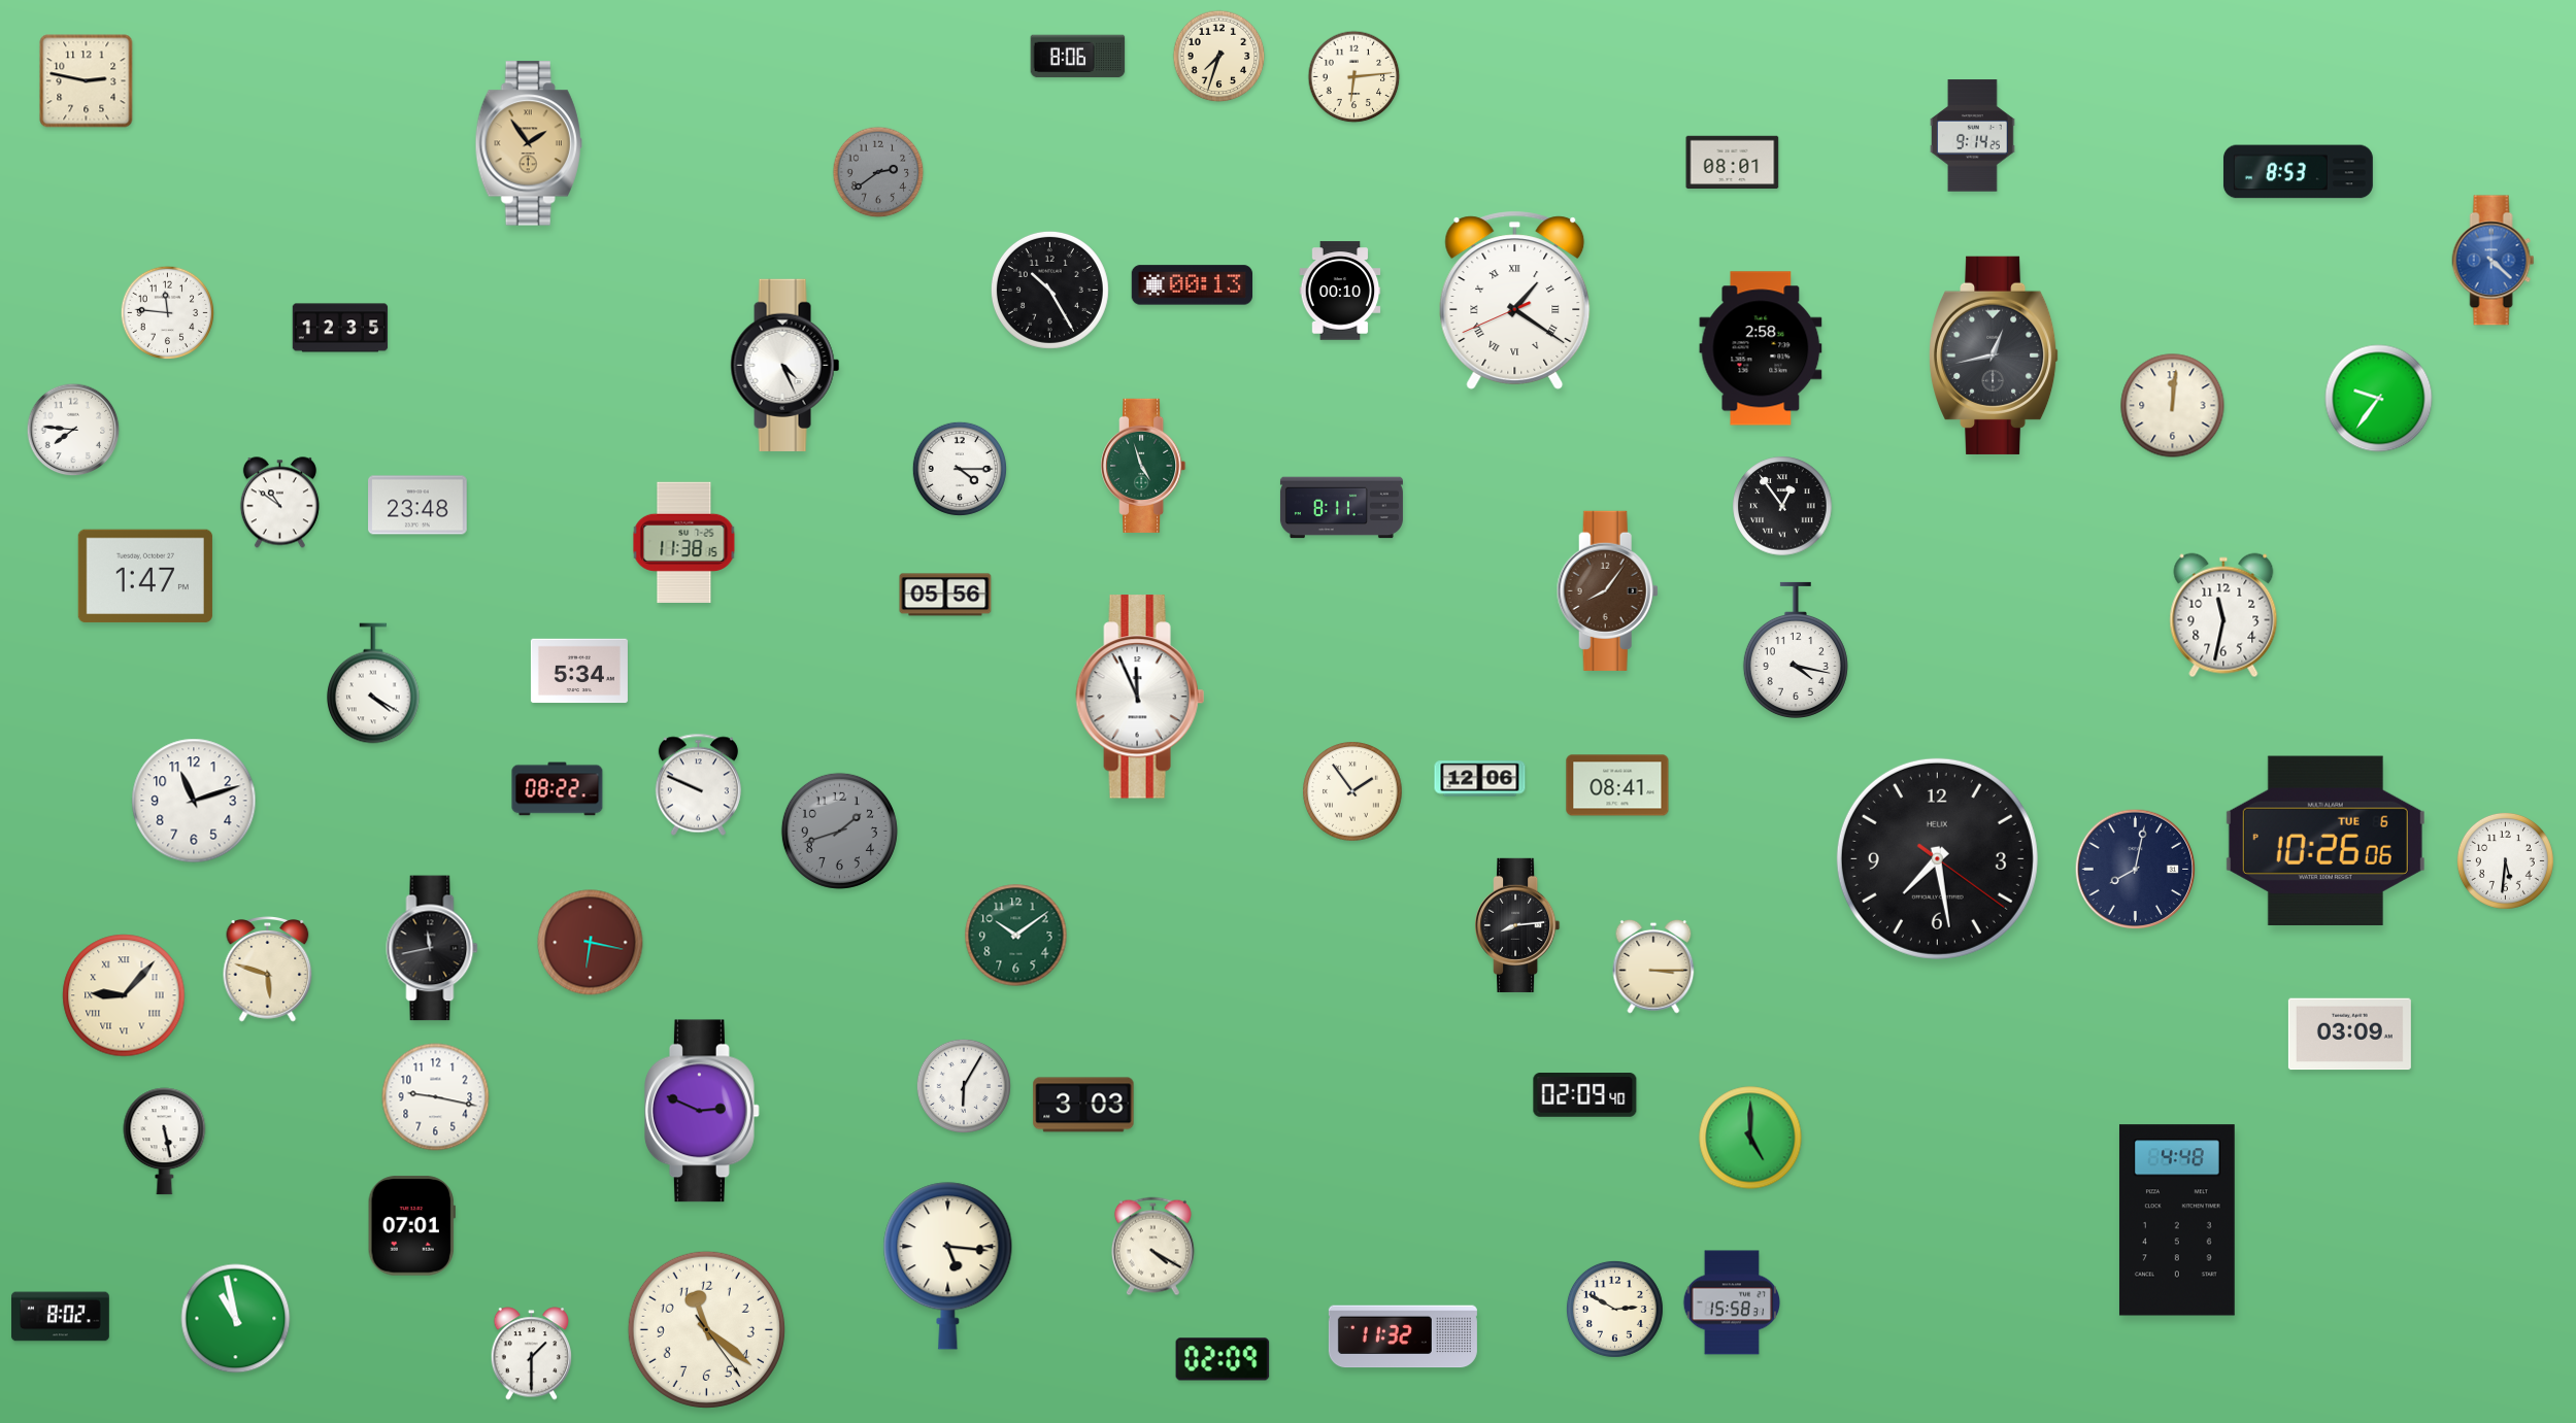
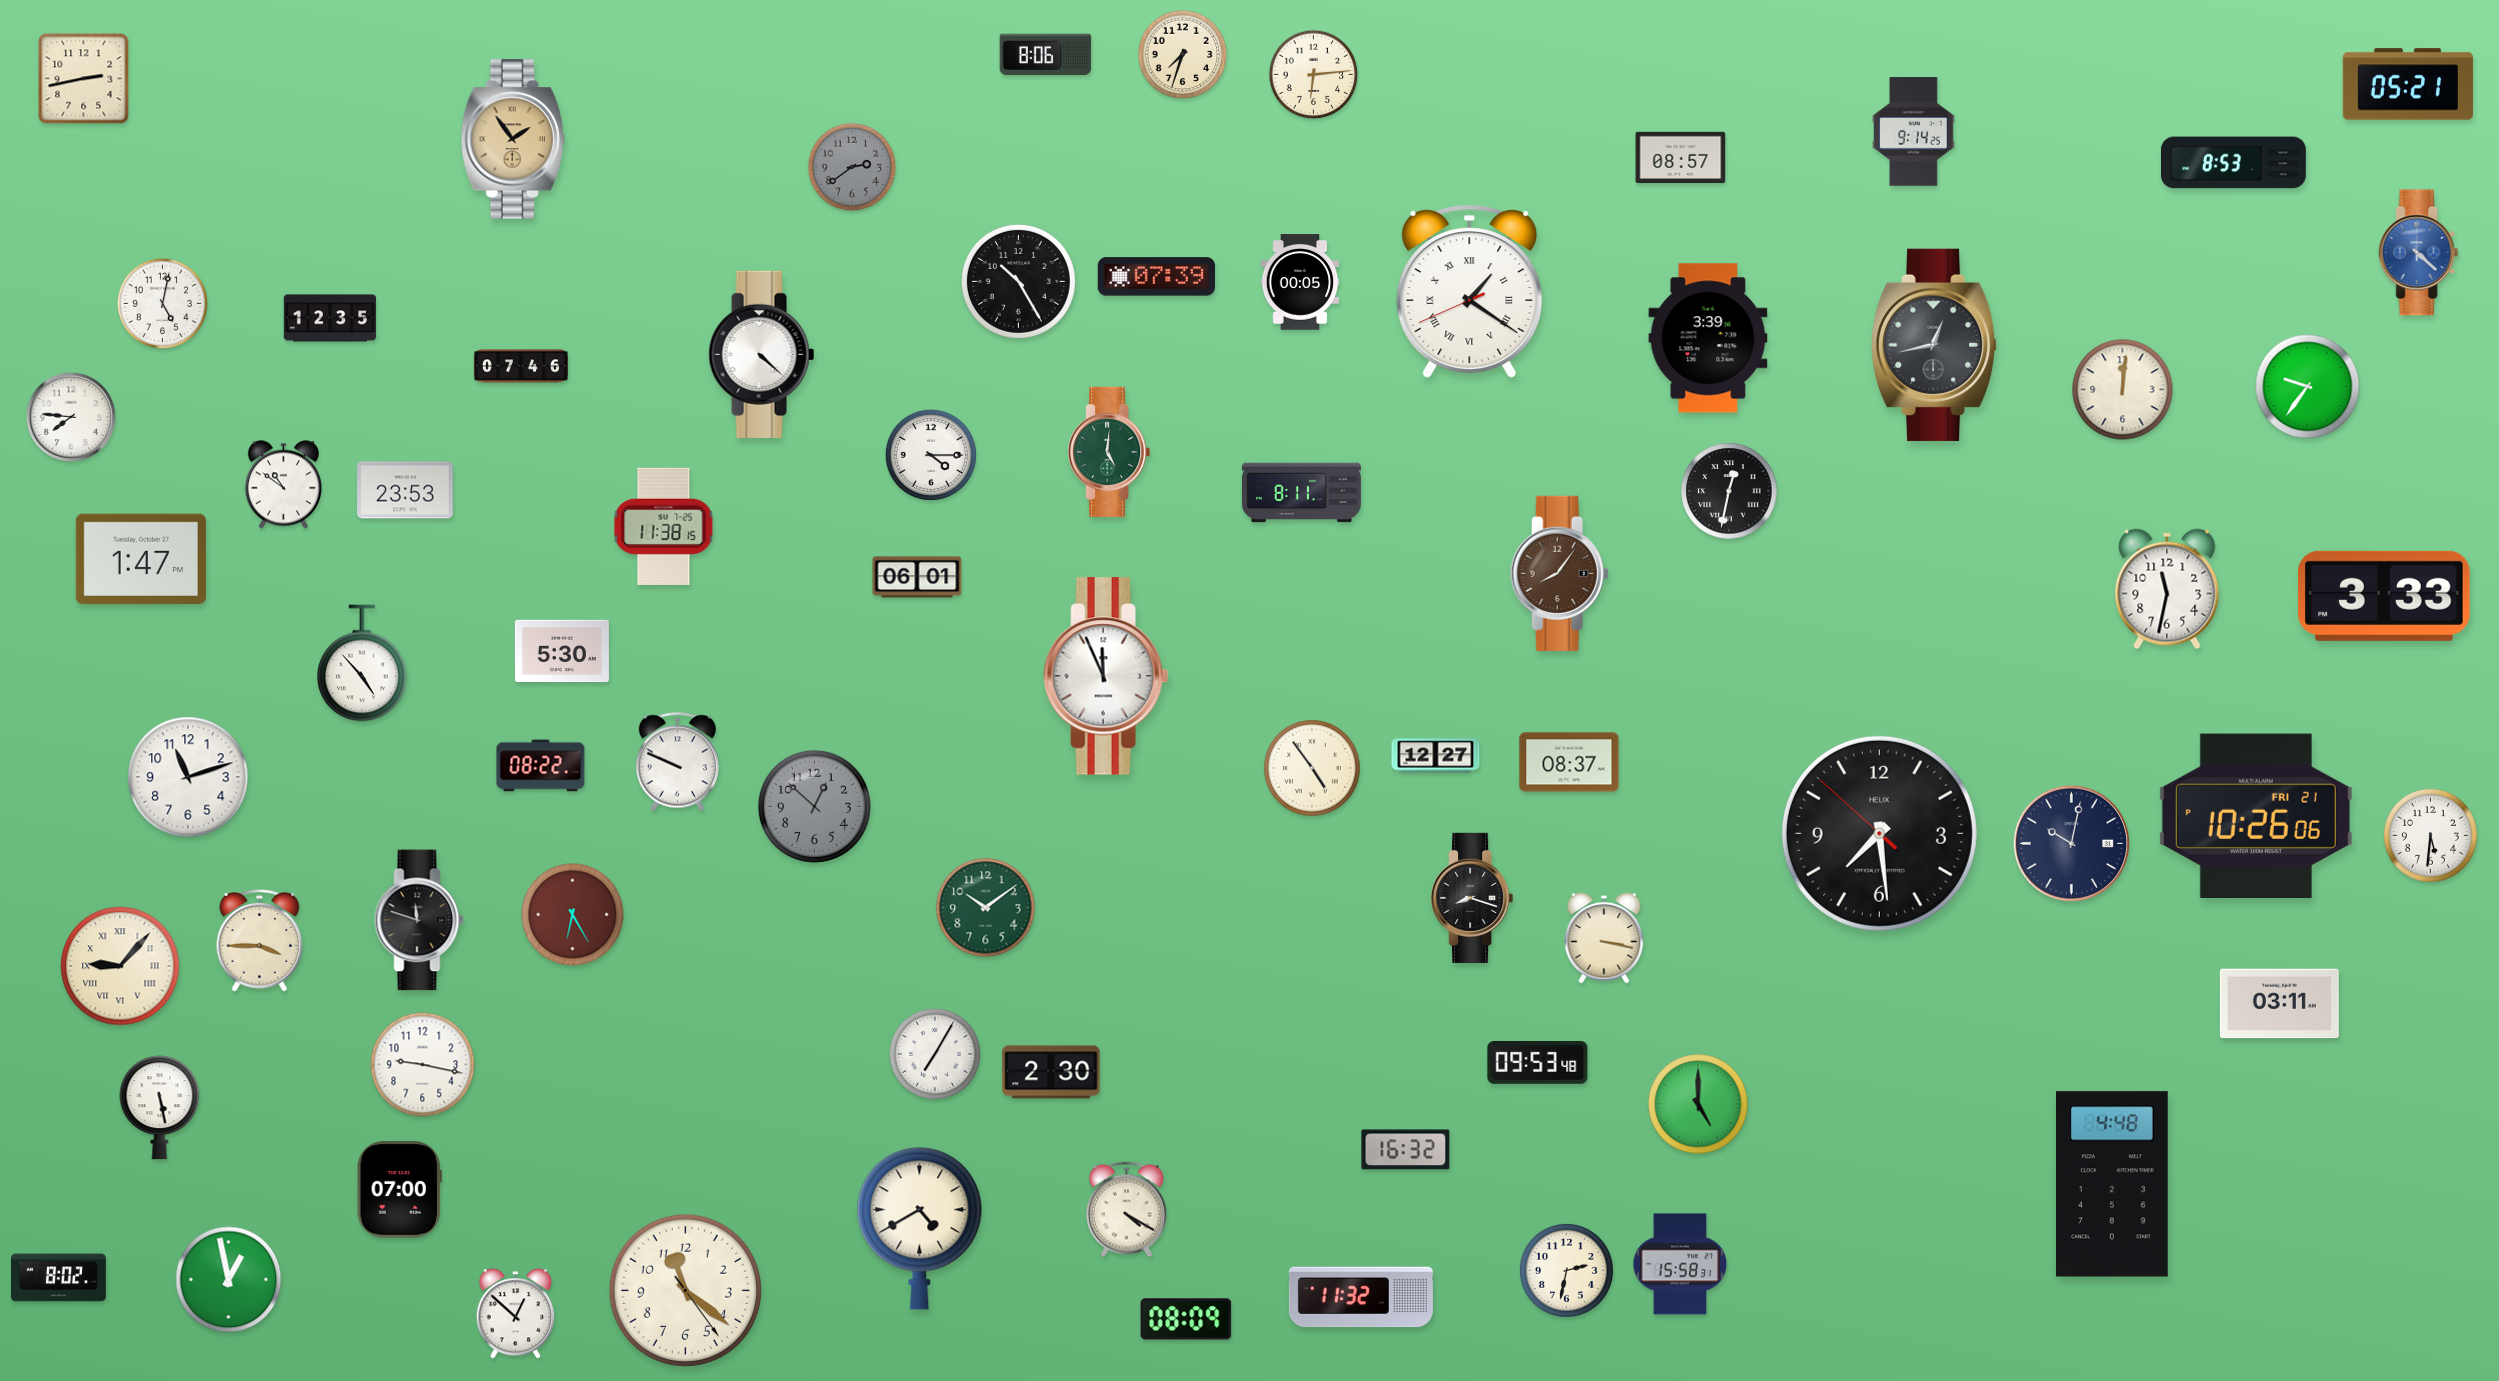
clock at (87, 81): 2:47 -> 2:43
clock at (2408, 84): none -> 05:21
clock at (1733, 163): 08:01 -> 08:57
clock at (2298, 172) position: (2298, 172) -> (2233, 163)
clock at (1192, 285): 00:13 -> 07:39
clock at (1340, 291): 00:10 -> 00:05
clock at (168, 313): 11:46 -> 5:02
clock at (1761, 348): 2:58 -> 3:39
clock at (785, 365): 4:26 -> 4:22
clock at (521, 366): none -> 07:46
clock at (2173, 406) position: (2173, 406) -> (2123, 390)
clock at (1143, 466): 4:57 -> 5:01
clock at (279, 503) position: (279, 503) -> (283, 485)
clock at (417, 505): 23:48 -> 23:53
clock at (1782, 506): 12:54 -> 12:32
clock at (945, 595): 05:56 -> 06:01
clock at (2384, 596): none -> 3:33
clock at (2223, 615) position: (2223, 615) -> (2167, 589)
clock at (1796, 650): 4:17 -> none
clock at (579, 671): 5:34 -> 5:30
clock at (374, 683): 4:20 -> 4:53
clock at (1480, 779): 12:06 -> 12:27
clock at (1617, 785): 08:41 -> 08:37
clock at (1352, 791): 1:54 -> 4:54
clock at (839, 831): 1:42 -> 12:52
clock at (2326, 840) date: TUE 6 -> FRI 21
clock at (1937, 858): 7:28:21 -> 7:28:52
clock at (2136, 870): 8:02 -> 10:02
clock at (1517, 925): 8:14 -> 8:18
clock at (591, 943): 6:17 -> 6:25
clock at (432, 948): 11:43 -> 11:48
clock at (1653, 967): 3:15 -> 3:17
clock at (268, 970): 5:48 -> 3:45
clock at (2349, 1035): 03:09 -> 03:11
clock at (964, 1086): 6:05 -> 7:05
clock at (1585, 1095): 02:09 -> 09:53
clock at (1083, 1105): 3:03 -> 2:30
clock at (703, 1111): 2:49 -> none
clock at (1406, 1150): none -> 16:32
clock at (411, 1226): 07:01 -> 07:00
clock at (1152, 1247) position: (1152, 1247) -> (1126, 1210)
clock at (948, 1266): 5:16 -> 4:40
clock at (1614, 1309): 2:50 -> 2:32
clock at (236, 1319): 10:58 -> 12:58
clock at (532, 1354): 1:30 -> 12:52
clock at (1223, 1359): 02:09 -> 08:09
